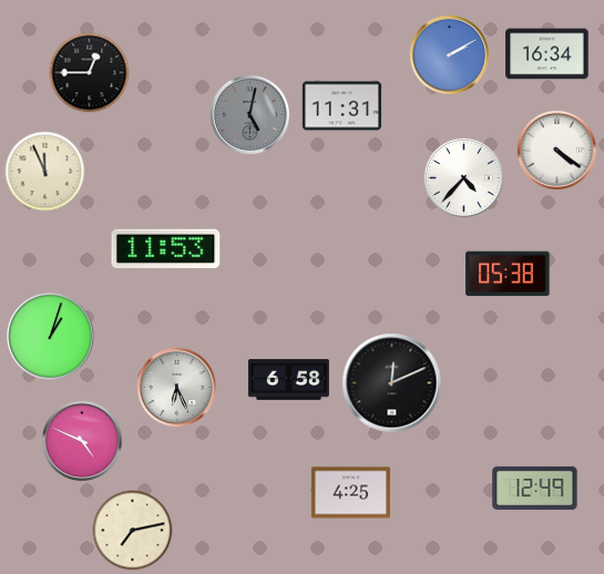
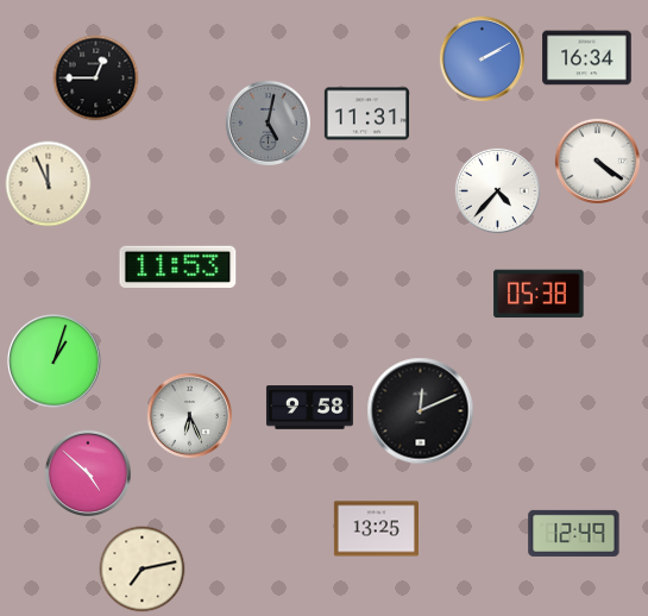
clock at (508, 274) position: (508, 274) -> (539, 294)
clock at (288, 380): 6:58 -> 9:58
clock at (82, 441): 4:49 -> 4:52
clock at (535, 488) position: (535, 488) -> (574, 533)
clock at (350, 493): 4:25 -> 13:25
